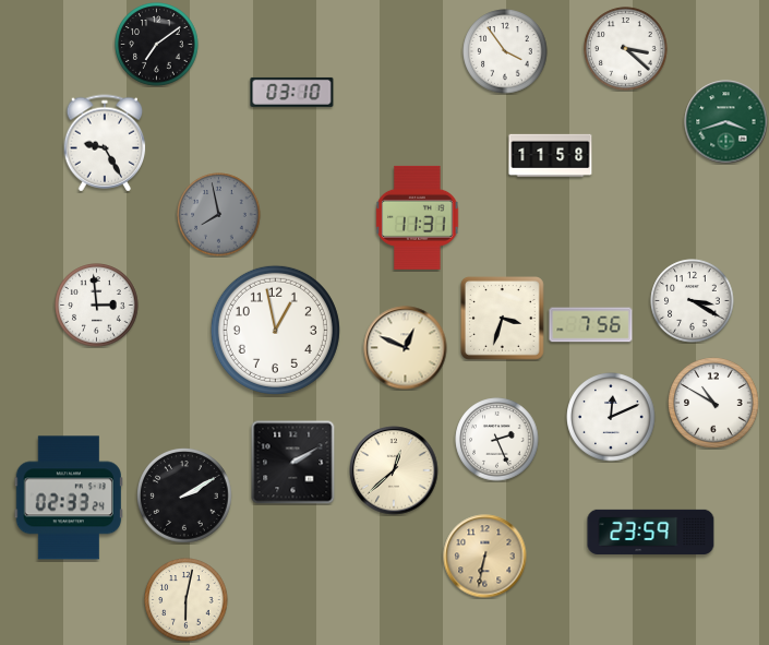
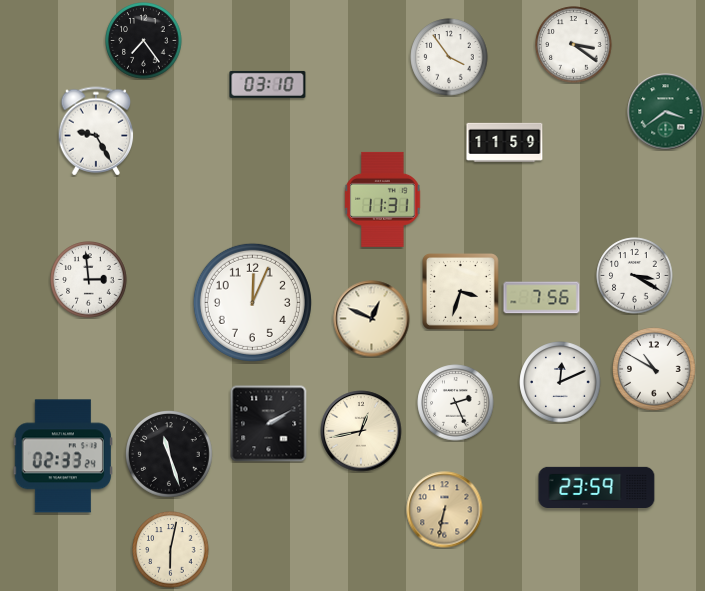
clock at (157, 45): 7:09 -> 7:24
clock at (626, 49): 3:22 -> 3:21
clock at (505, 51) position: (505, 51) -> (449, 57)
clock at (726, 122): 3:42 -> 3:39
clock at (551, 155): 11:58 -> 11:59
clock at (219, 215): 7:58 -> none
clock at (275, 330): 12:58 -> 12:04
clock at (394, 470): 12:38 -> 12:43
clock at (185, 497): 2:10 -> 11:27
